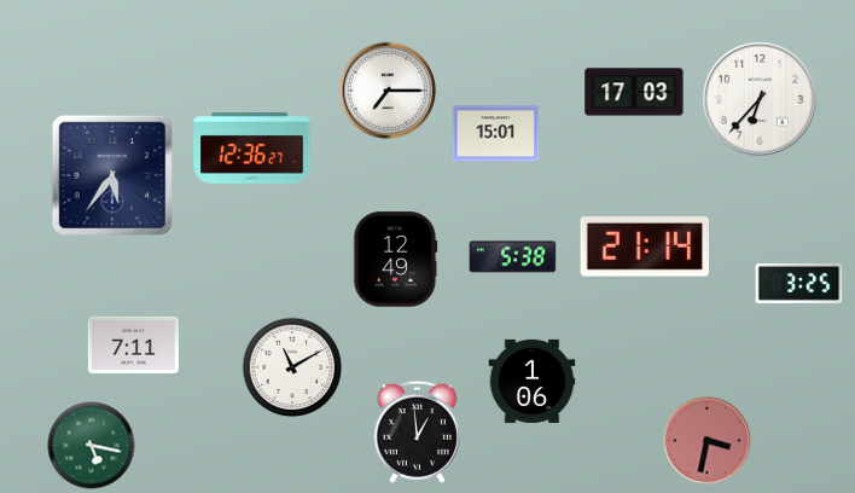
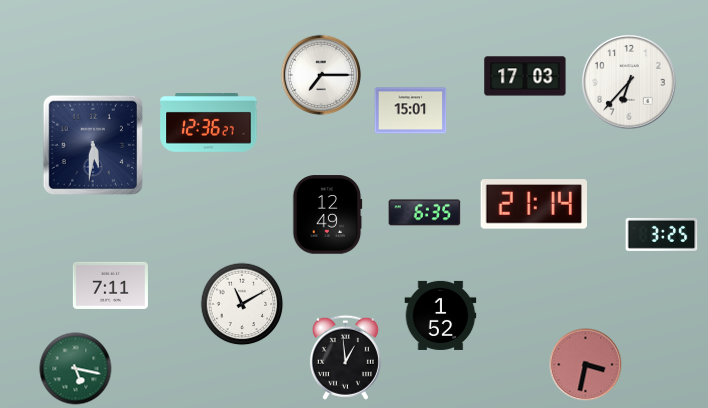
clock at (111, 174): 5:36 -> 5:31
clock at (513, 257): 5:38 -> 6:35
clock at (533, 381): 1:06 -> 1:52
